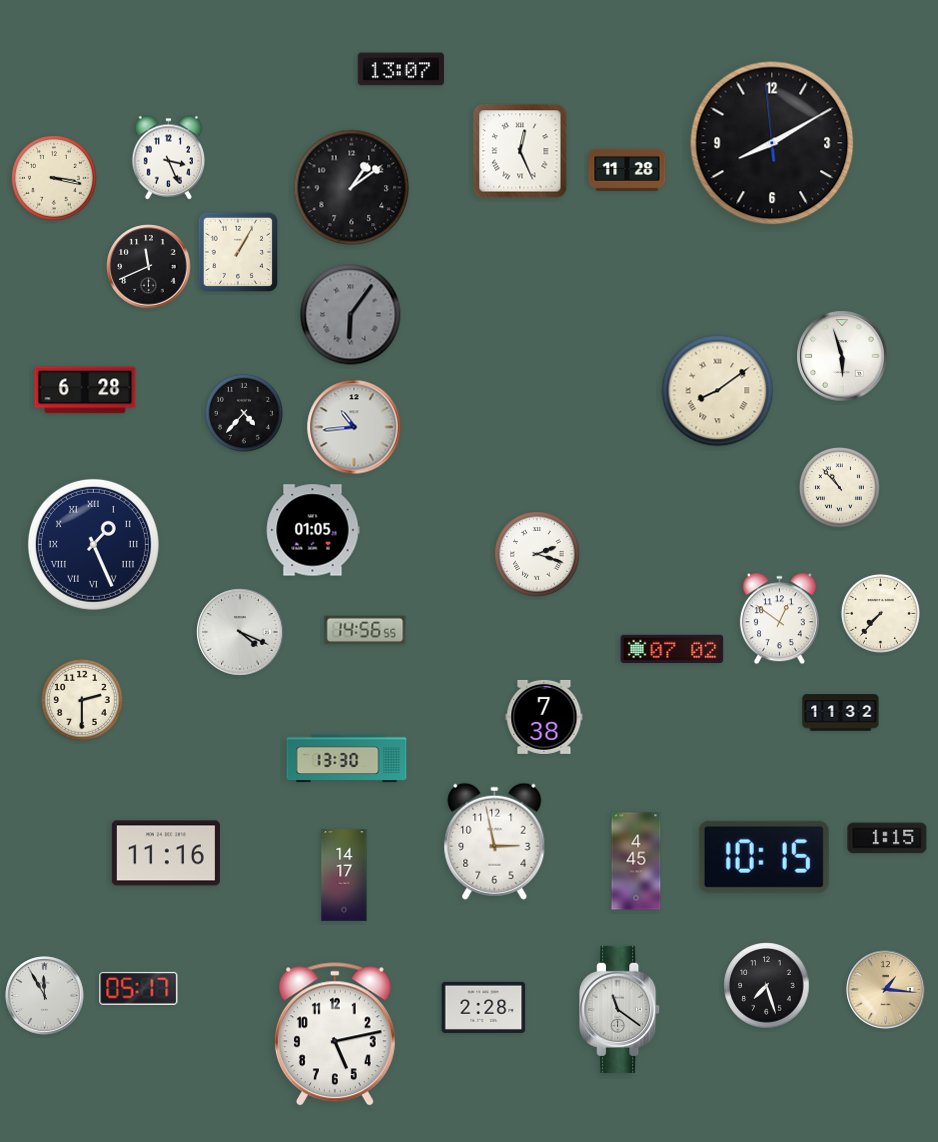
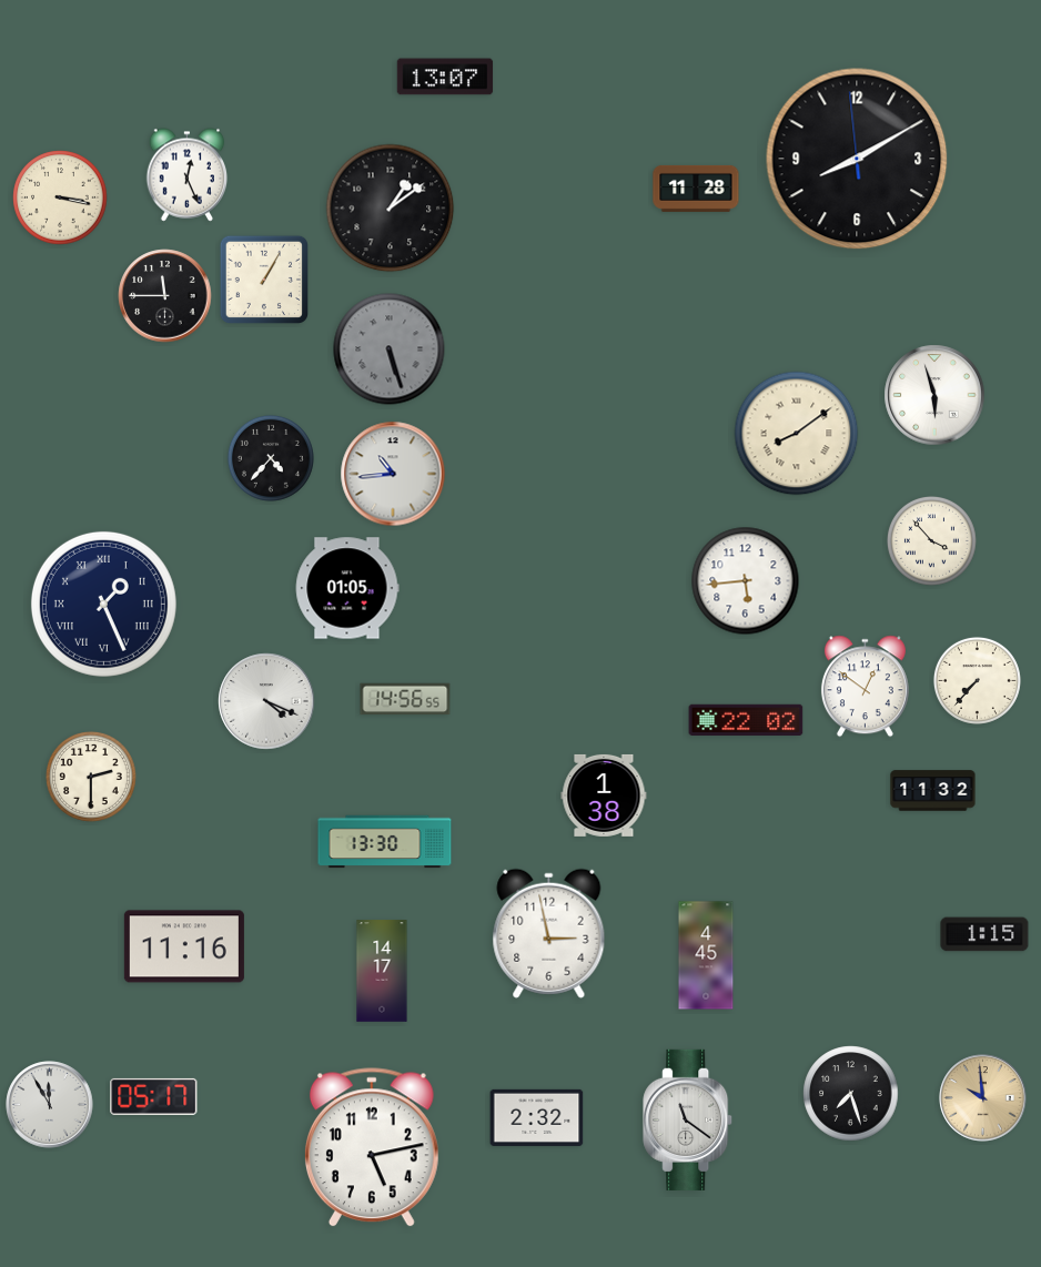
clock at (520, 151): 12:26 -> none
clock at (169, 158): 3:26 -> 12:26
clock at (149, 267): 11:41 -> 11:45
clock at (351, 315): 6:06 -> 5:27
clock at (85, 390): 6:28 -> none
clock at (839, 487): 10:53 -> 3:53
clock at (746, 581): none -> 5:44
clock at (537, 554): 2:18 -> none
clock at (672, 649): 07:02 -> 22:02
clock at (544, 717): 7:38 -> 1:38
clock at (887, 838) position: (887, 838) -> (984, 934)
clock at (764, 857): 10:15 -> none
clock at (886, 990): 1:16 -> 9:59
clock at (484, 1007): 2:28 -> 2:32
